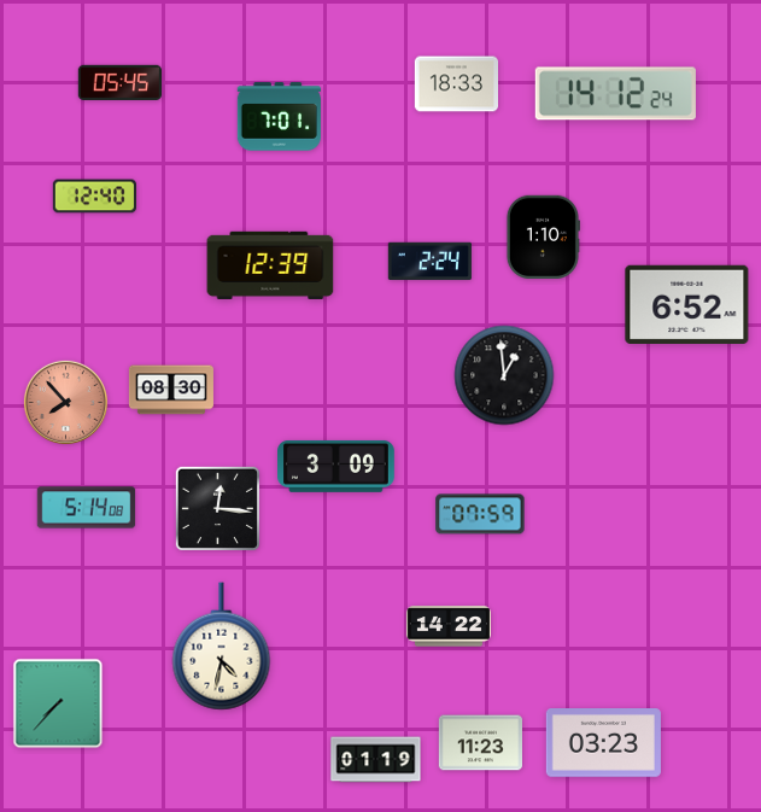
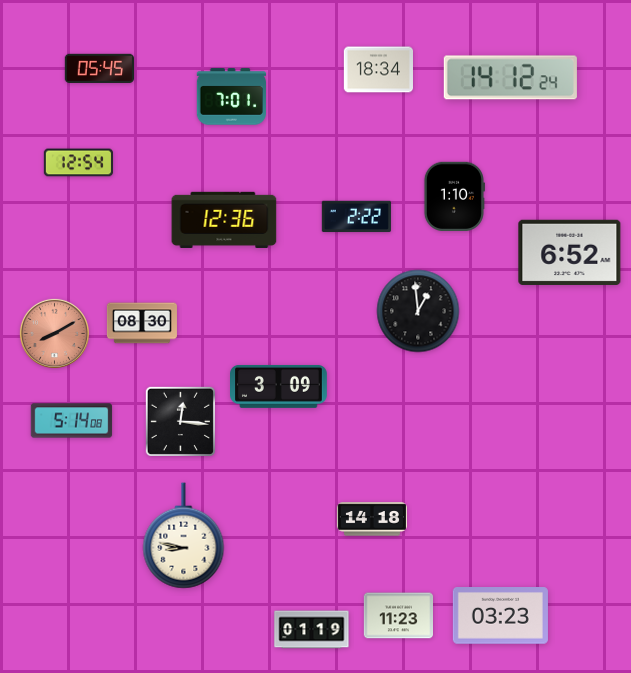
clock at (456, 84): 18:33 -> 18:34
clock at (94, 197): 12:40 -> 12:54
clock at (543, 236) position: (543, 236) -> (454, 196)
clock at (429, 262): 2:24 -> 2:22
clock at (270, 265): 12:39 -> 12:36
clock at (65, 402): 7:53 -> 8:10
clock at (480, 514): 07:59 -> none
clock at (449, 626): 14:22 -> 14:18
clock at (222, 647): 4:32 -> 8:47
clock at (58, 703): 7:37 -> none
